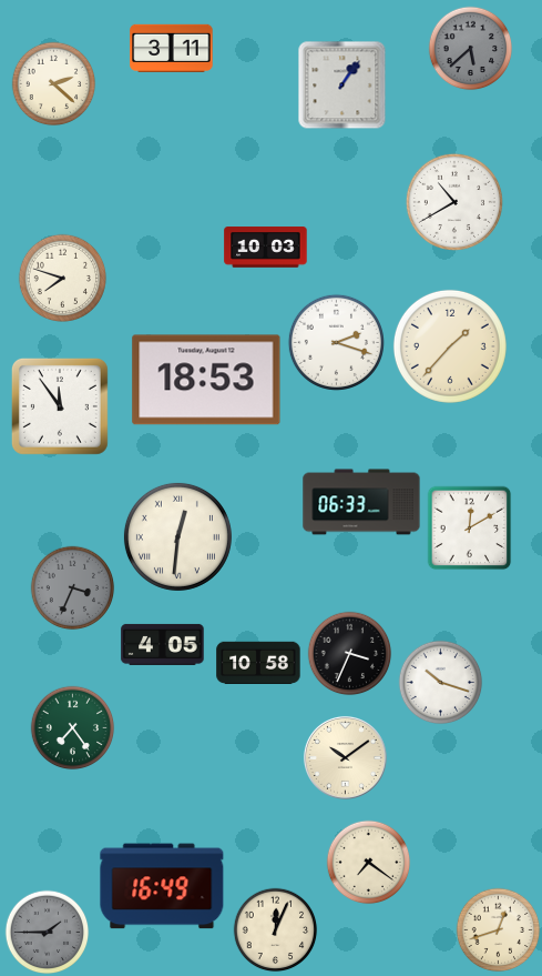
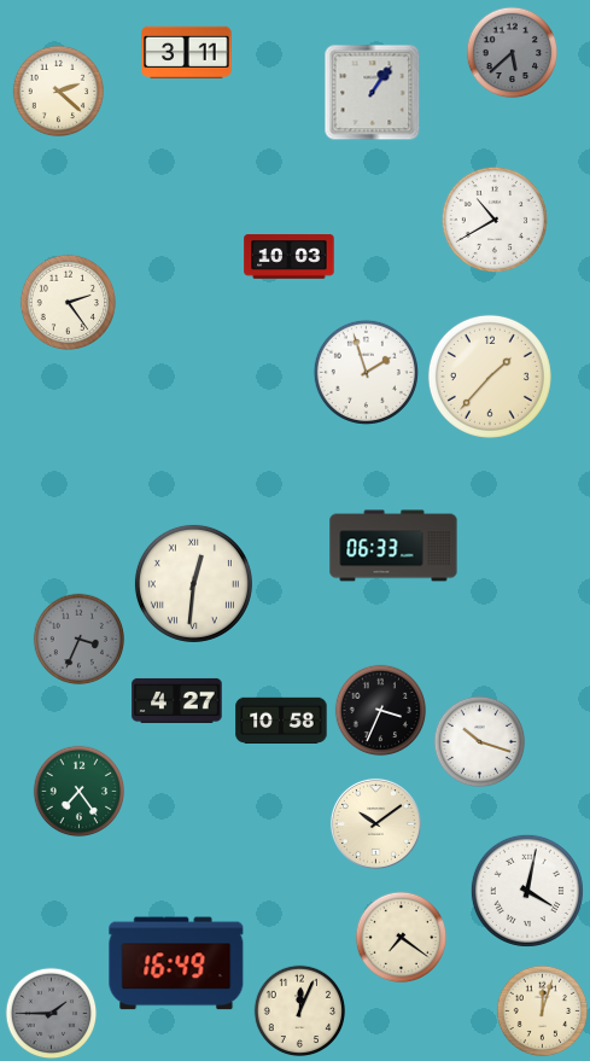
clock at (266, 248) position: (266, 248) -> (290, 257)
clock at (62, 278): 7:48 -> 2:24
clock at (336, 342): 2:18 -> 1:57
clock at (206, 380): 18:53 -> none
clock at (60, 406): 11:54 -> none
clock at (470, 529): 12:10 -> none
clock at (163, 644): 4:05 -> 4:27
clock at (527, 891): none -> 4:02
clock at (499, 930): 12:42 -> 12:03
